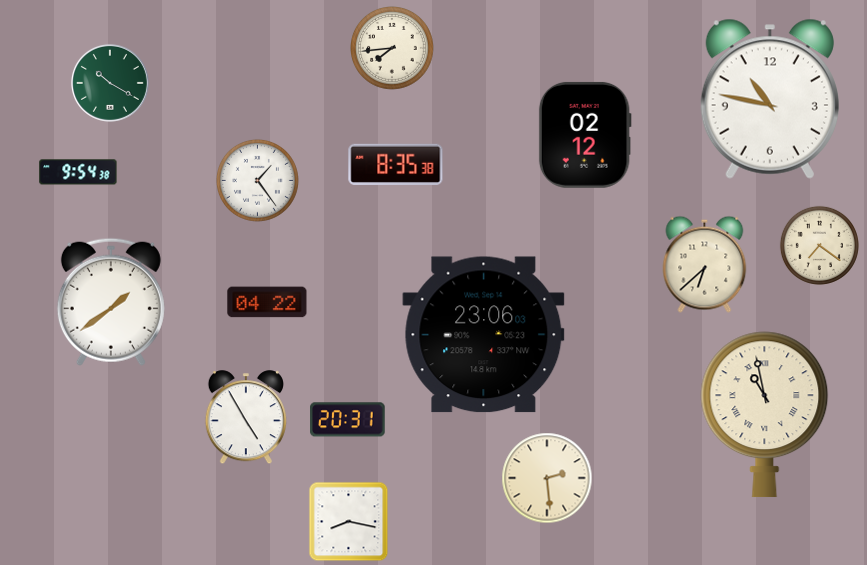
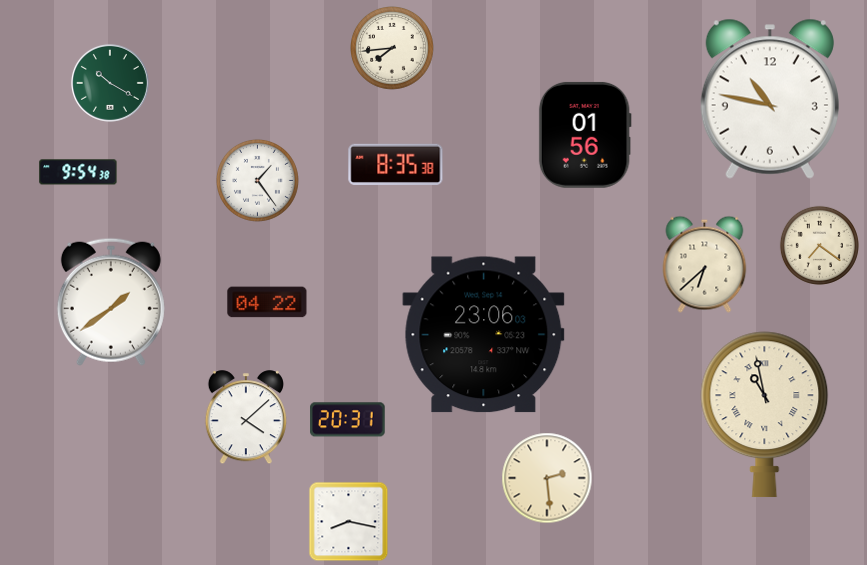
clock at (585, 135): 02:12 -> 01:56
clock at (246, 418): 4:55 -> 4:08
